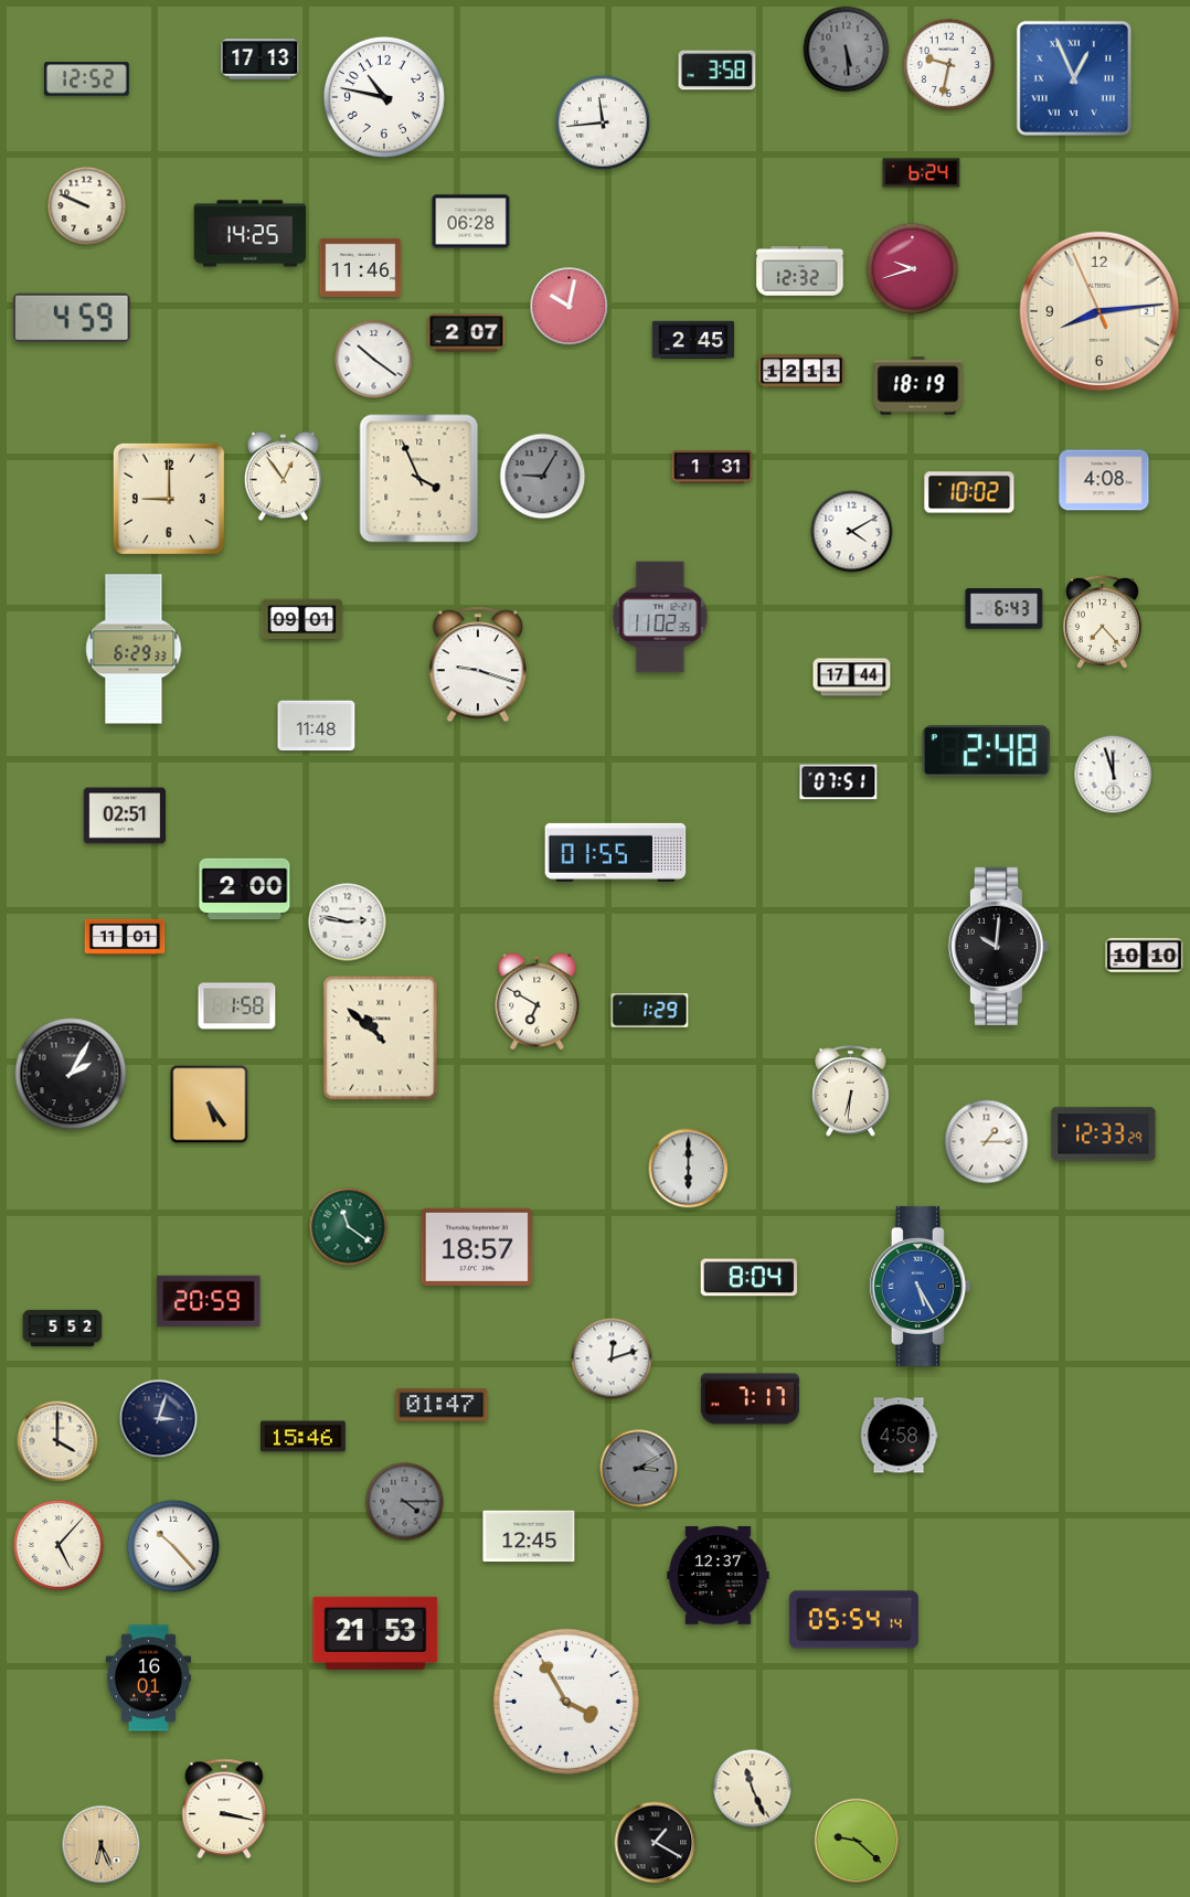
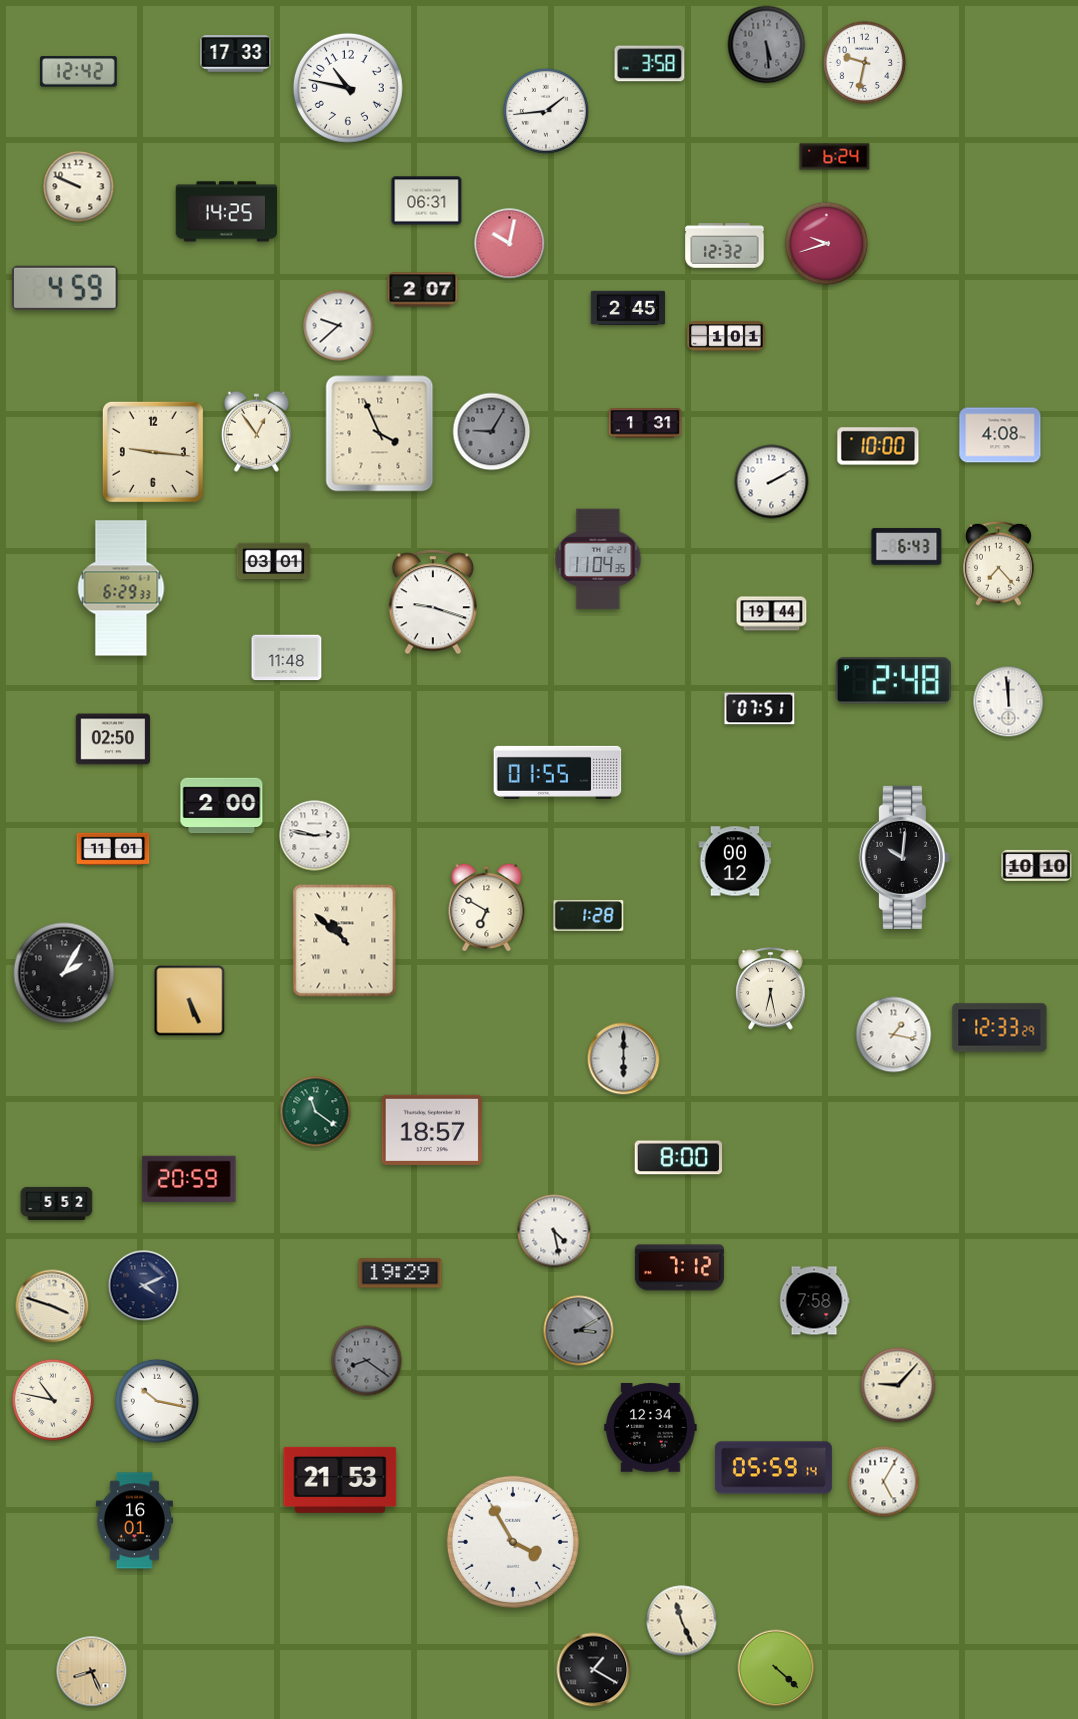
clock at (261, 60): 17:13 -> 17:33
clock at (948, 64) position: (948, 64) -> (864, 62)
clock at (1074, 78): 12:56 -> none
clock at (86, 79): 12:52 -> 12:42
clock at (603, 122): 11:44 -> 1:44
clock at (471, 222): 06:28 -> 06:31
clock at (361, 267): 11:46 -> none
clock at (570, 307) position: (570, 307) -> (510, 244)
clock at (1099, 311): 8:13 -> none
clock at (467, 333) position: (467, 333) -> (423, 290)
clock at (374, 360): 10:21 -> 9:38
clock at (801, 371): 12:11 -> 1:01
clock at (918, 386): 18:19 -> none
clock at (969, 492): 10:02 -> 10:00
clock at (169, 499): 9:00 -> 9:16
clock at (852, 532): 4:10 -> 2:10
clock at (1005, 609) position: (1005, 609) -> (907, 547)
clock at (660, 617): 11:02 -> 11:04
clock at (302, 620): 09:01 -> 03:01
clock at (852, 678): 17:44 -> 19:44
clock at (1114, 775): 11:57 -> 11:59
clock at (125, 816): 02:51 -> 02:50
clock at (735, 861): none -> 00:12
clock at (237, 1006): 1:58 -> none
clock at (650, 1010): 1:29 -> 1:28
clock at (851, 1091): 6:31 -> 6:28
clock at (210, 1105): 5:24 -> 5:26
clock at (987, 1142): 1:15 -> 1:17
clock at (750, 1278): 8:04 -> 8:00
clock at (920, 1286): 5:25 -> none
clock at (612, 1358): 12:12 -> 4:28
clock at (750, 1399): 7:17 -> 7:12
clock at (442, 1405): 01:47 -> 19:29
clock at (159, 1419): 3:03 -> 4:11
clock at (899, 1436): 4:58 -> 7:58
clock at (304, 1437): 15:46 -> none
clock at (57, 1441): 4:00 -> 3:48
clock at (405, 1502): 4:15 -> 8:21
clock at (898, 1385): none -> 9:07
clock at (529, 1536): 12:45 -> none
clock at (59, 1545): 5:07 -> 10:47
clock at (173, 1546): 10:23 -> 10:17
clock at (719, 1576): 12:37 -> 12:34
clock at (853, 1620): 05:54 -> 05:59
clock at (884, 1482): none -> 5:05
clock at (224, 1809): 3:17 -> none
clock at (857, 1841): 9:22 -> 4:22
clock at (102, 1845): 6:26 -> 8:26
